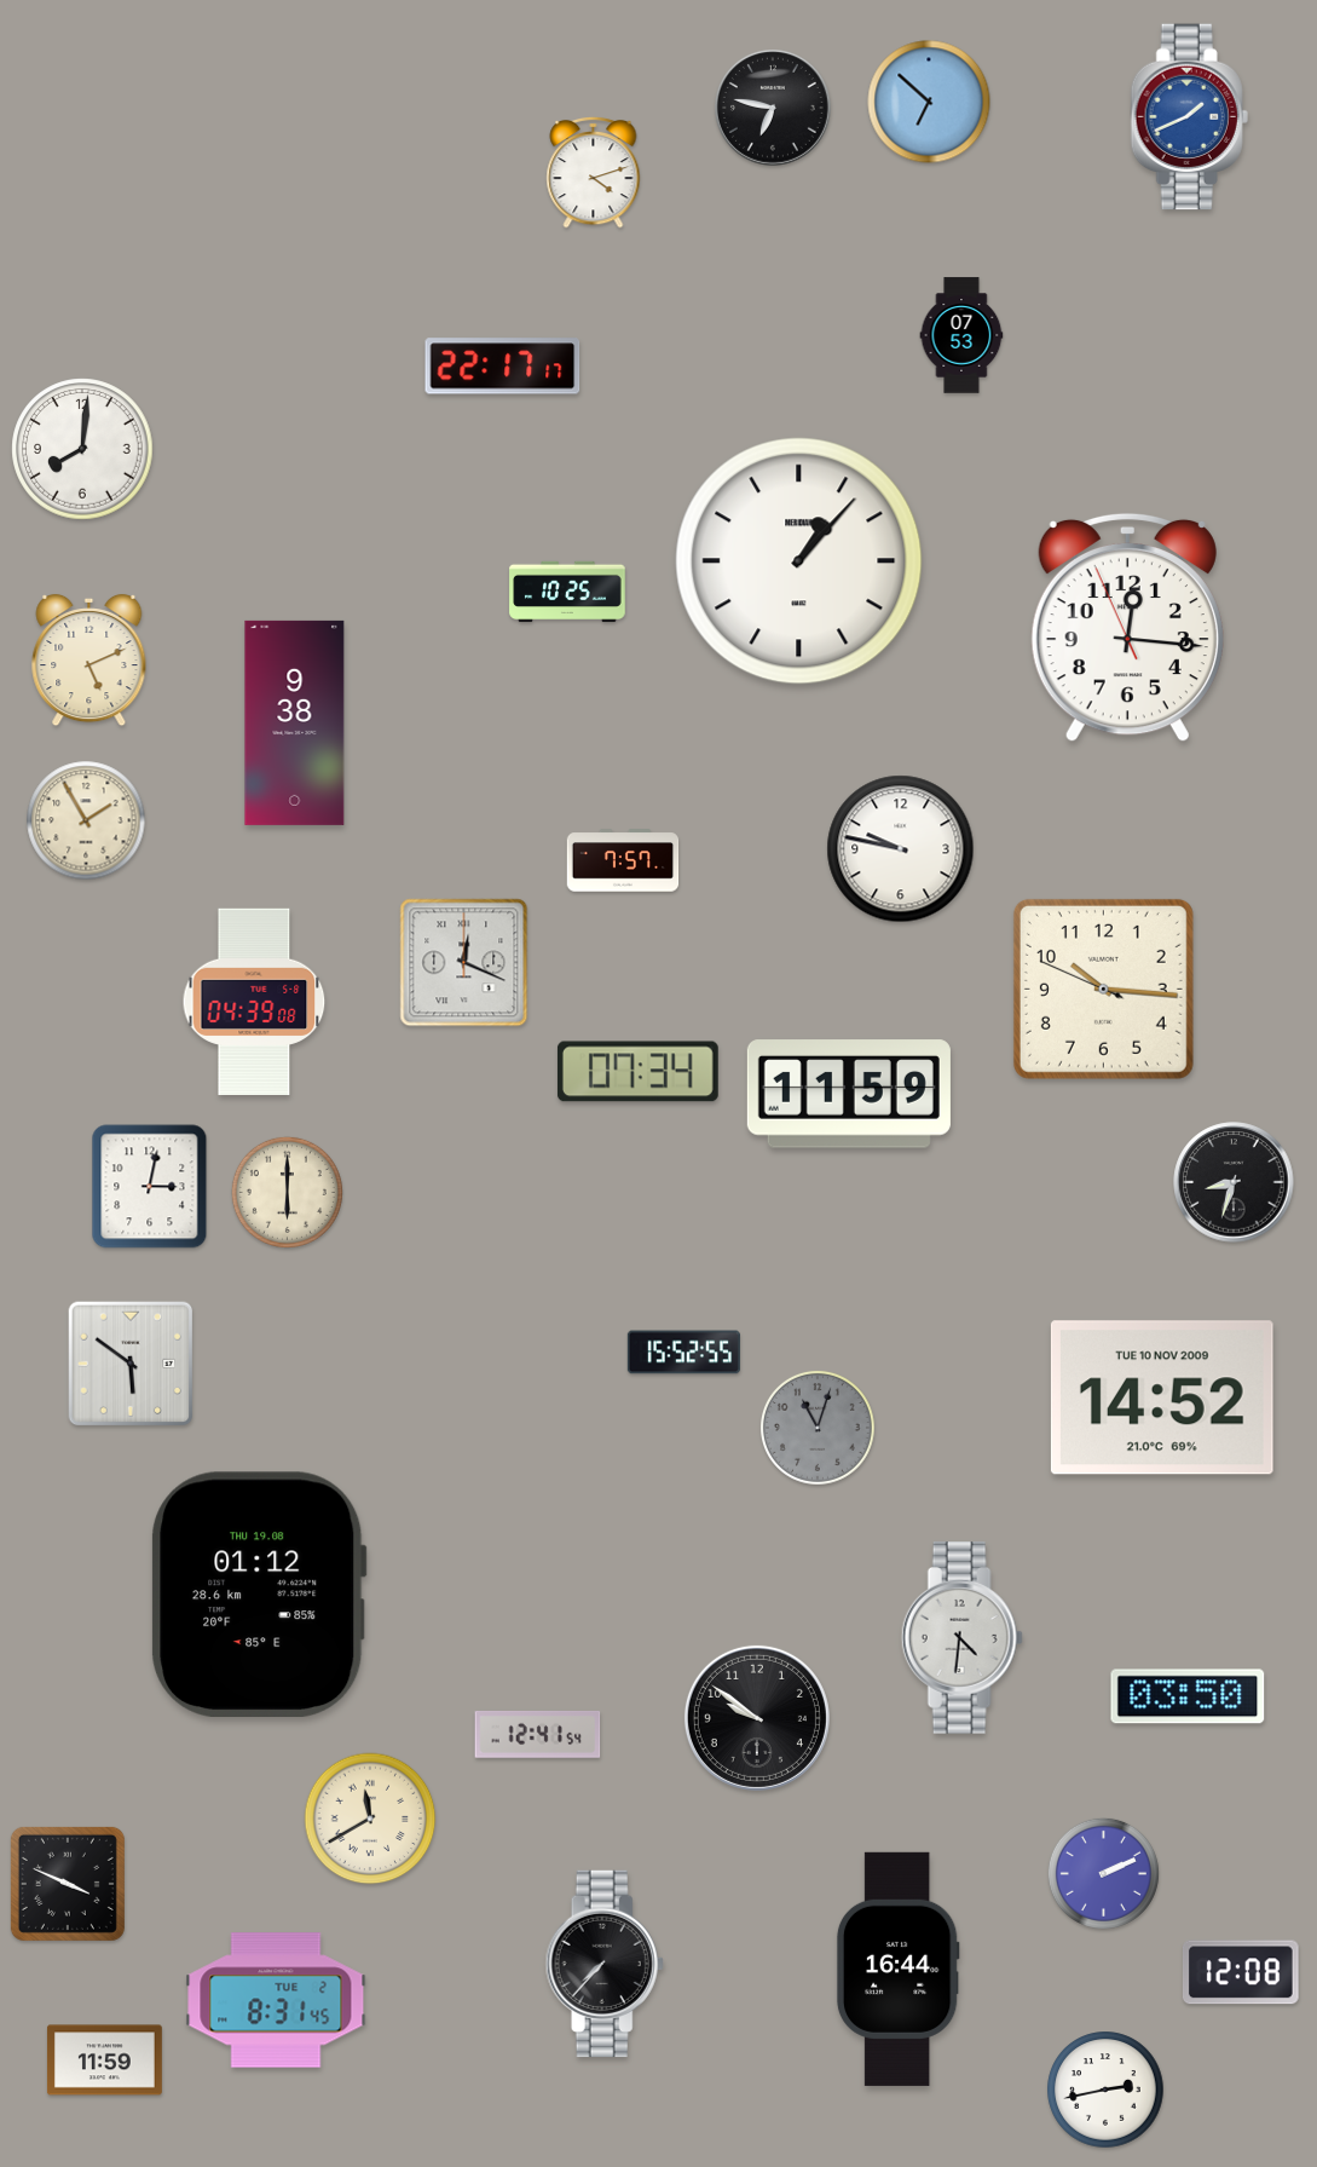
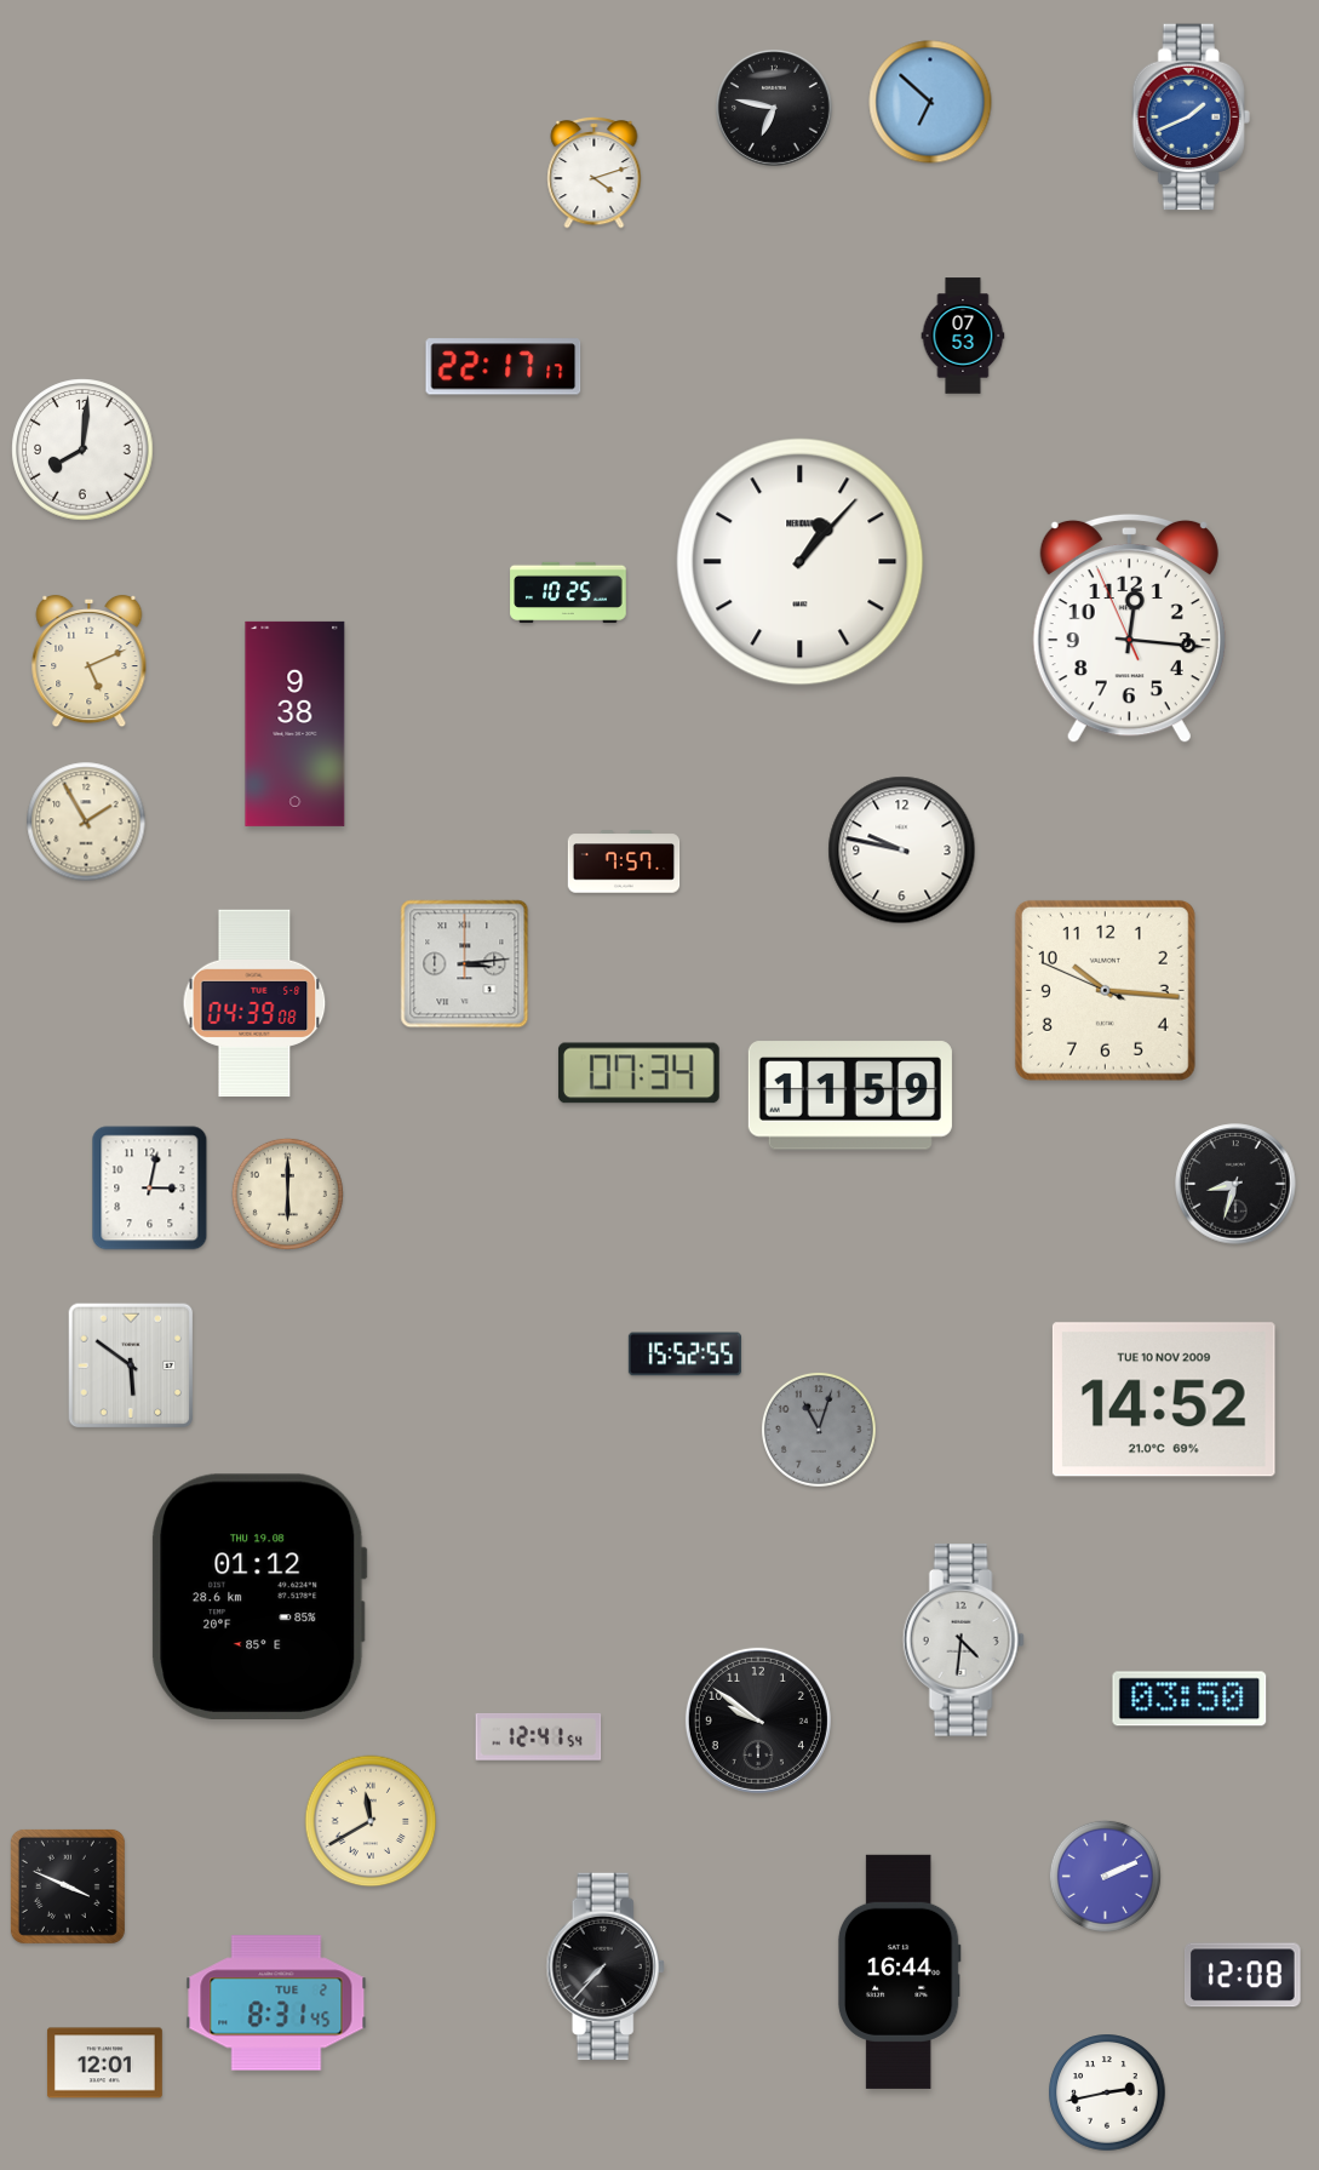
clock at (464, 963): 12:19 -> 3:14
clock at (104, 2061): 11:59 -> 12:01
